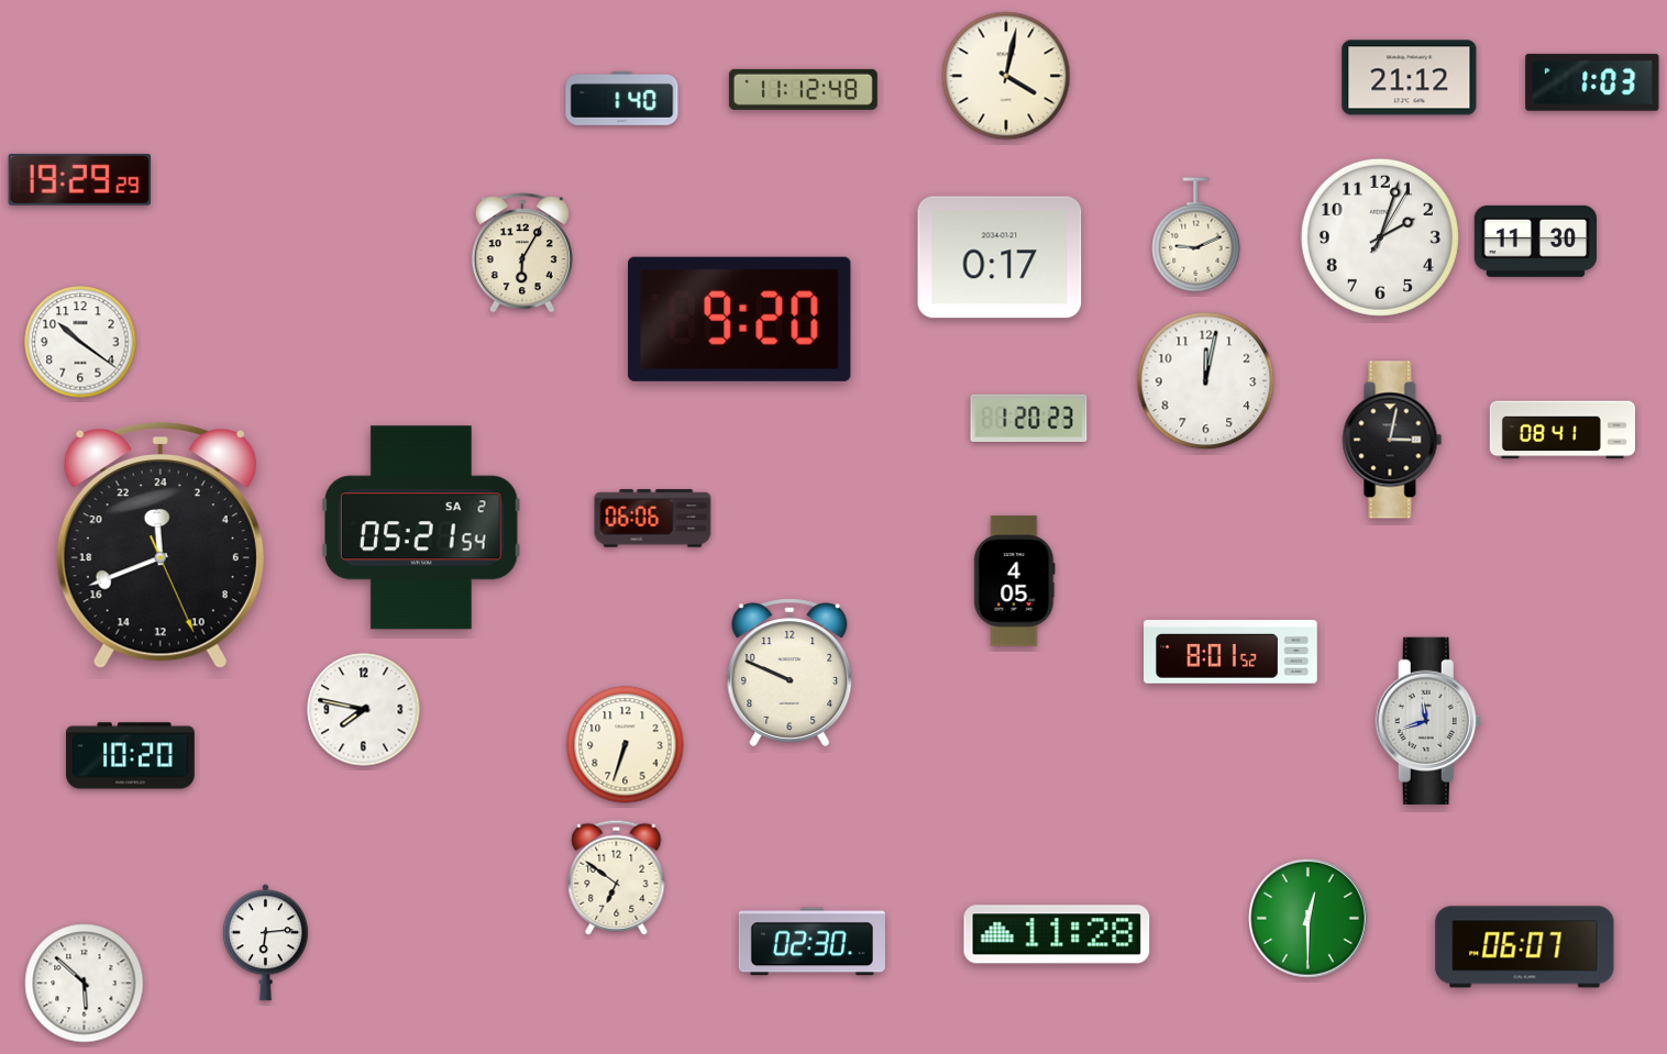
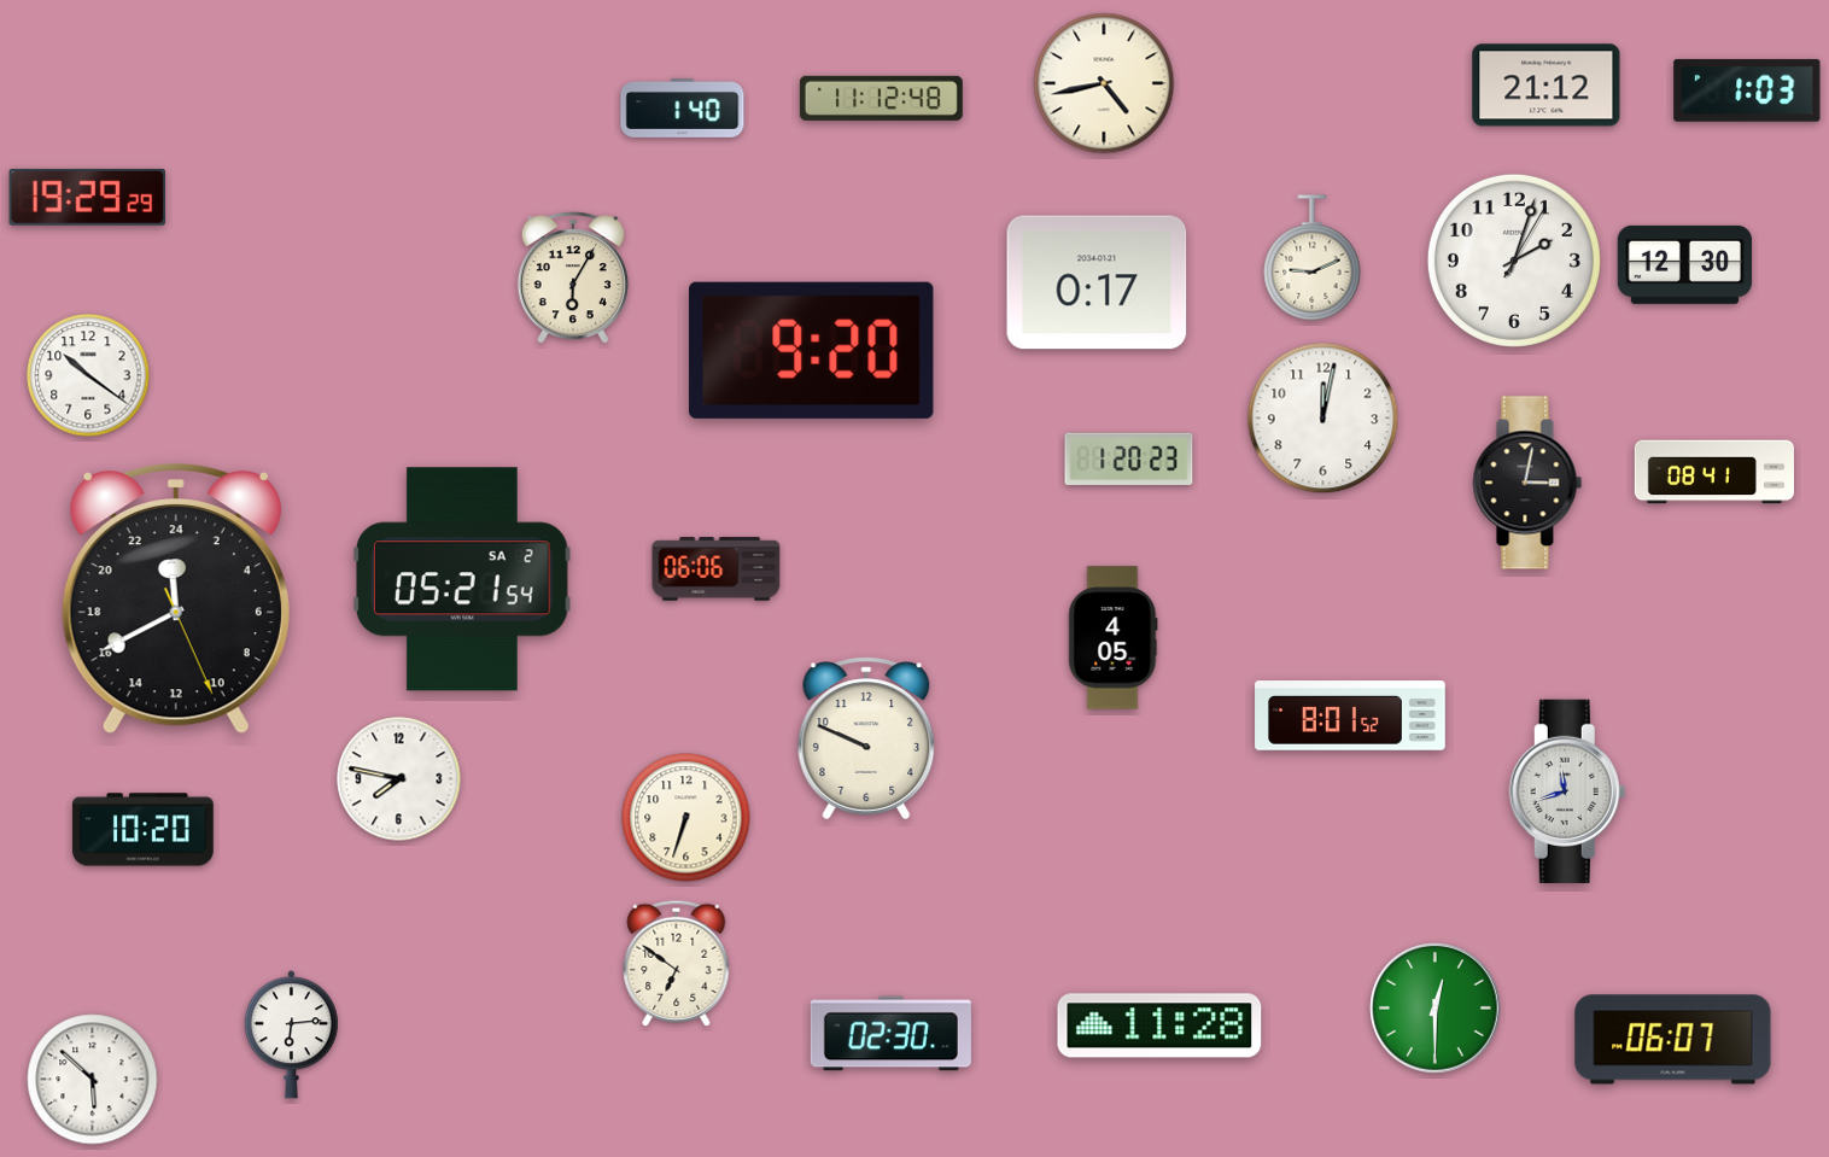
clock at (1006, 76): 4:02 -> 4:43
clock at (1535, 241): 11:30 -> 12:30
clock at (161, 545): 23:41 -> 23:40
